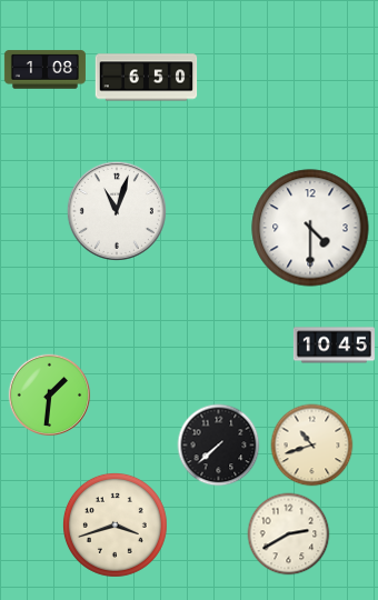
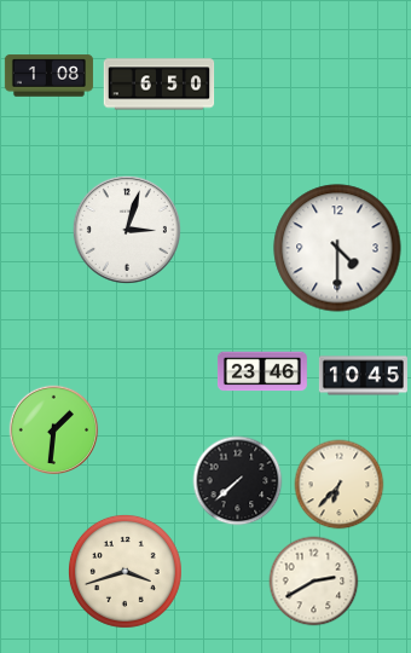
clock at (117, 211): 11:03 -> 3:03
clock at (262, 371): none -> 23:46
clock at (219, 446) position: (219, 446) -> (238, 481)
clock at (312, 446): 10:42 -> 6:37
